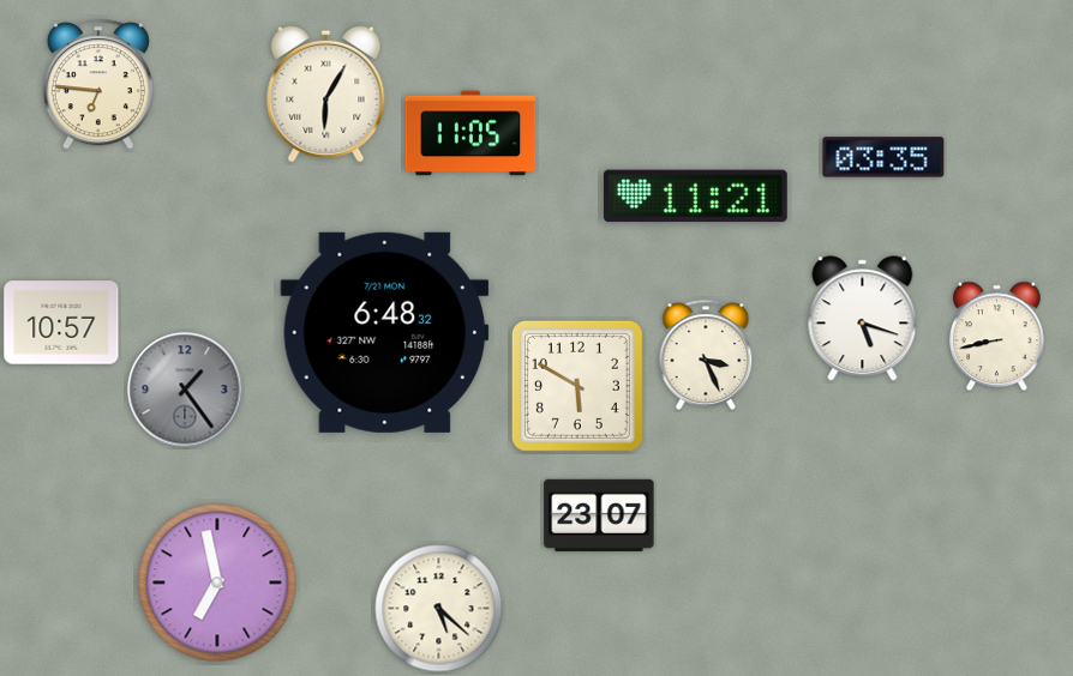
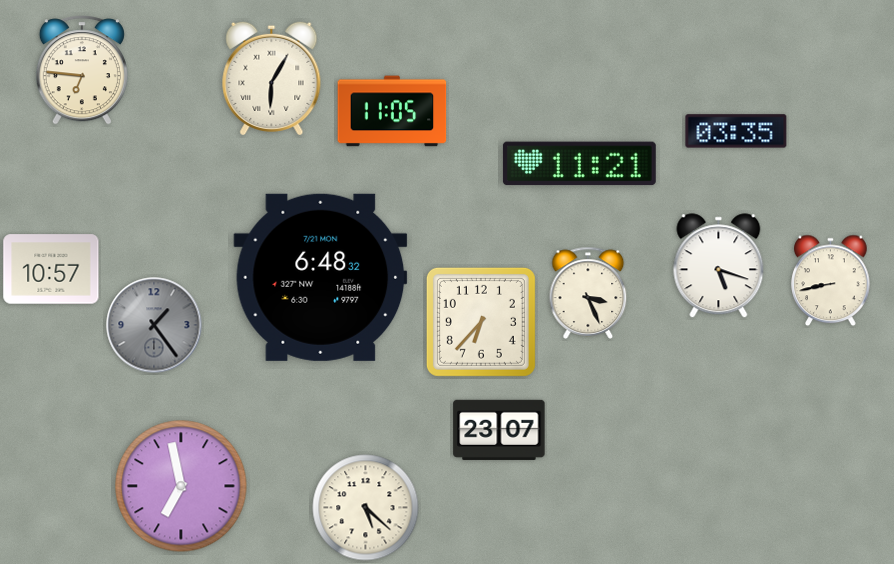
clock at (706, 355) position: (706, 355) -> (588, 293)
clock at (577, 386): 5:50 -> 6:37
